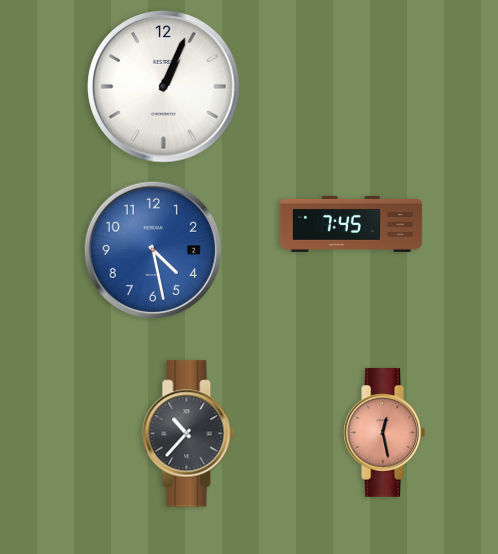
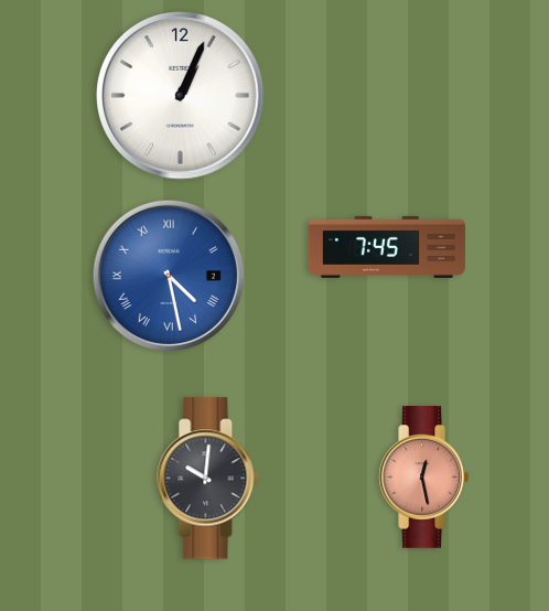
clock at (153, 250) numerals: Arabic -> Roman
clock at (189, 434): 10:37 -> 10:01
